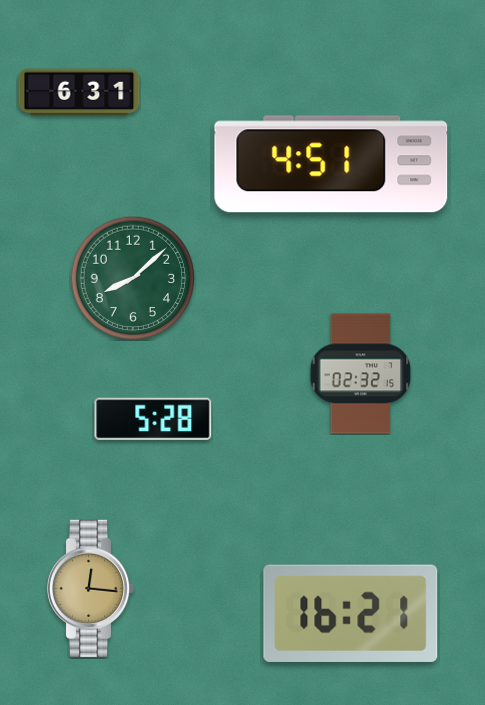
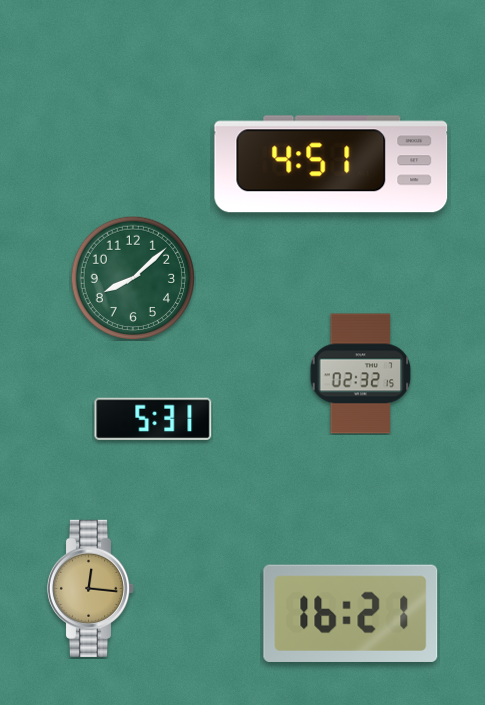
clock at (79, 92): 6:31 -> none
clock at (153, 419): 5:28 -> 5:31
